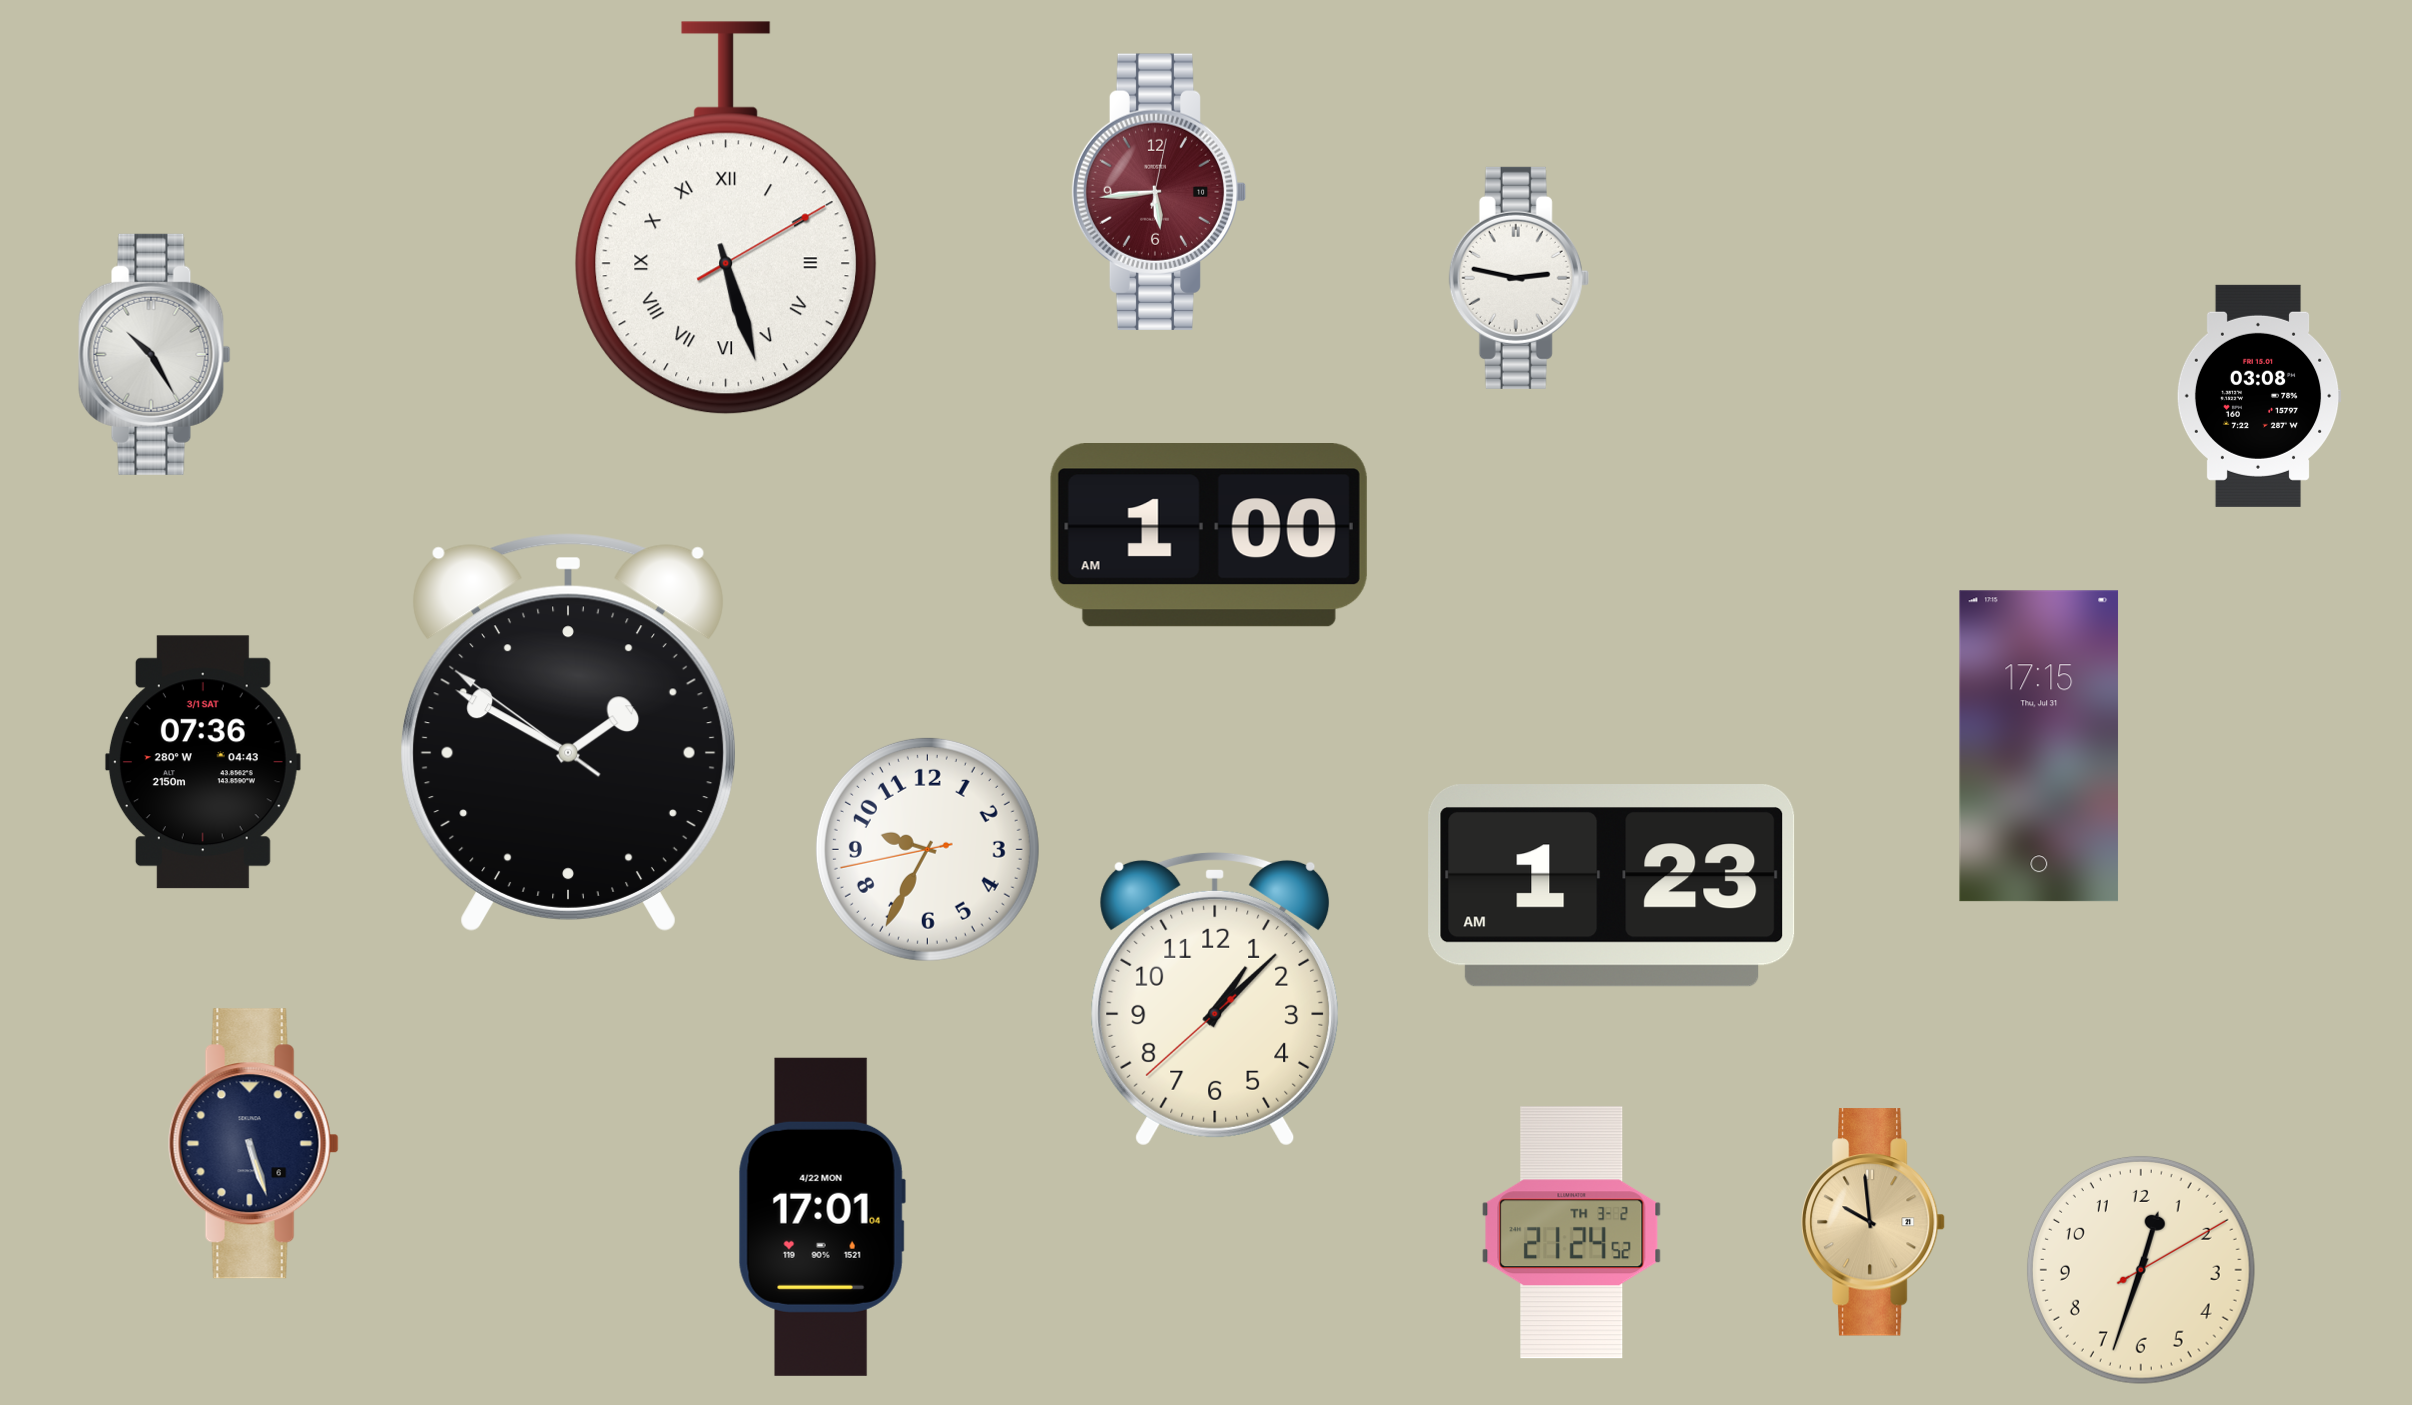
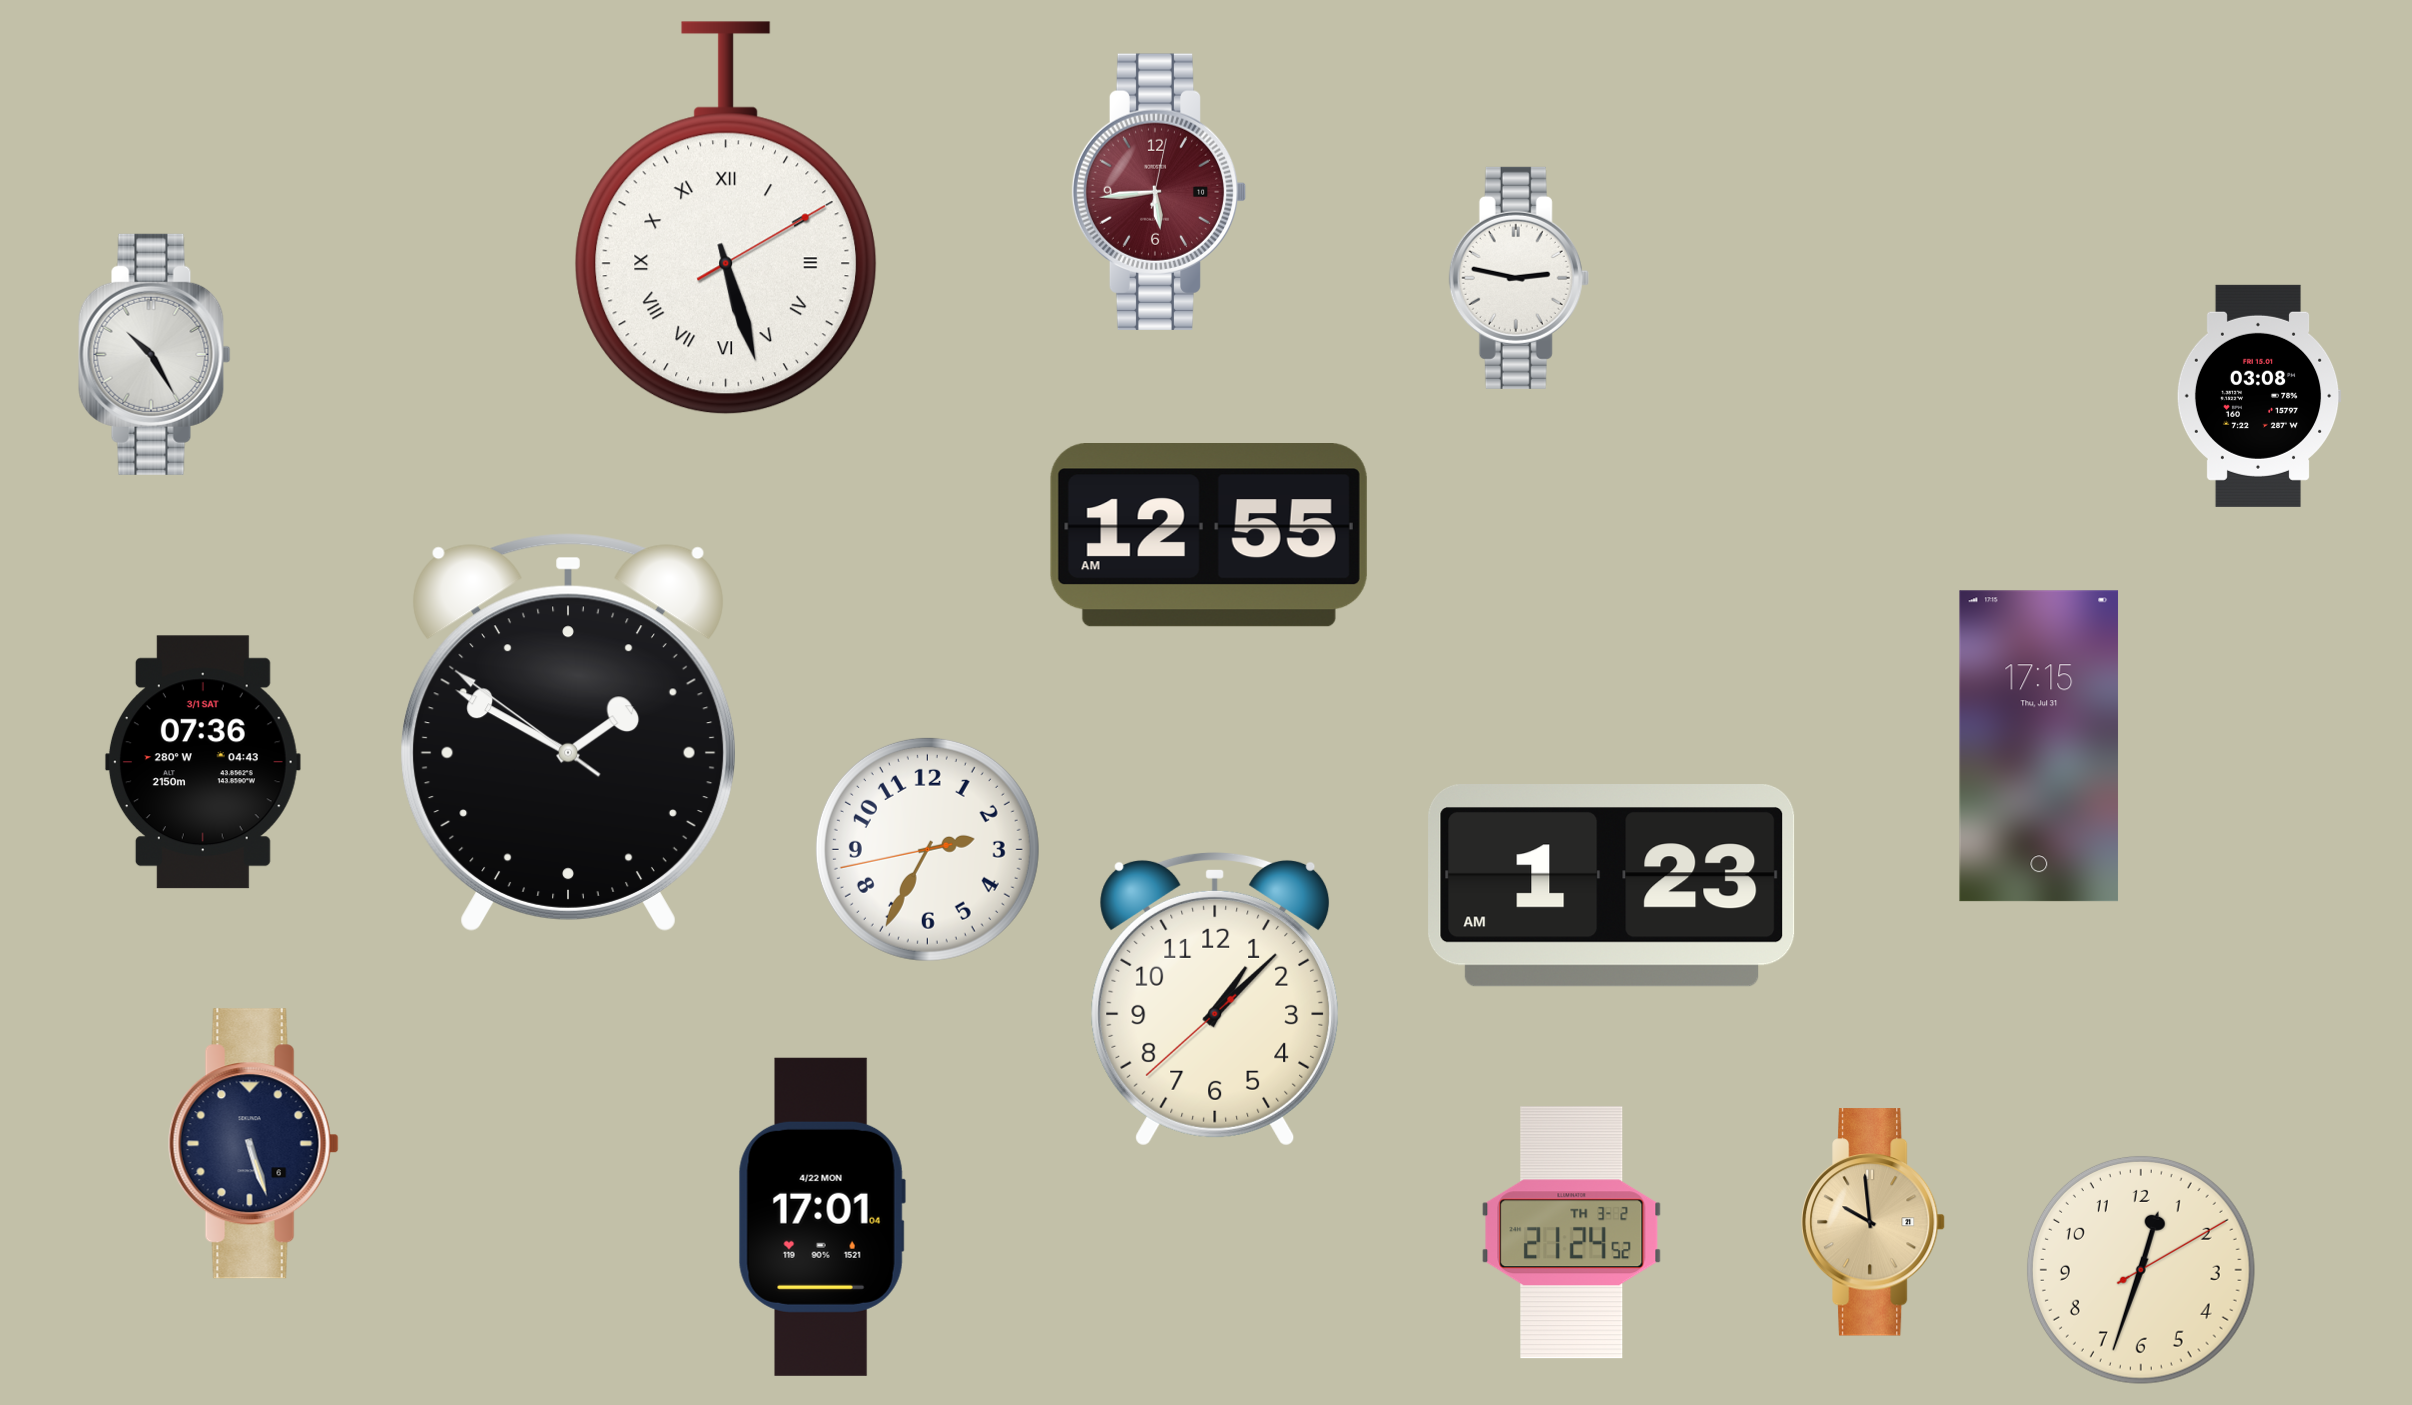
clock at (1209, 536): 1:00 -> 12:55
clock at (927, 849): 9:34 -> 2:34
